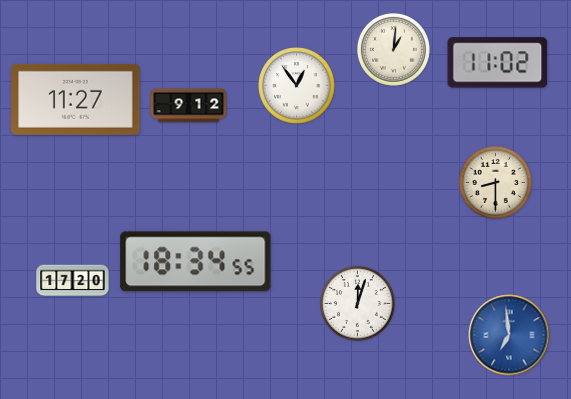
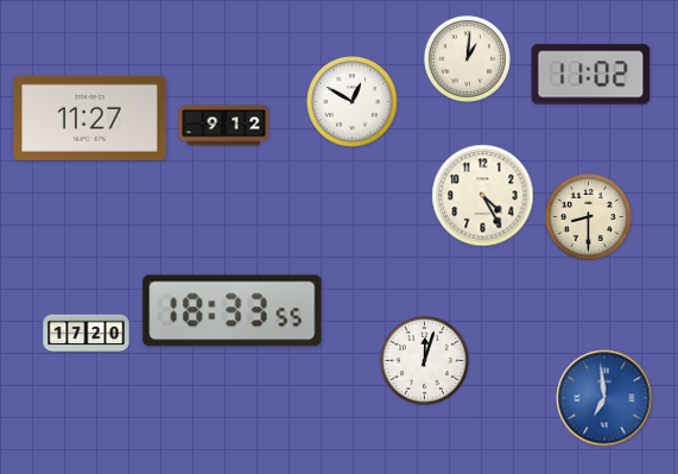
clock at (297, 86): 12:54 -> 12:50
clock at (483, 196): none -> 4:25
clock at (196, 262): 18:34 -> 18:33
